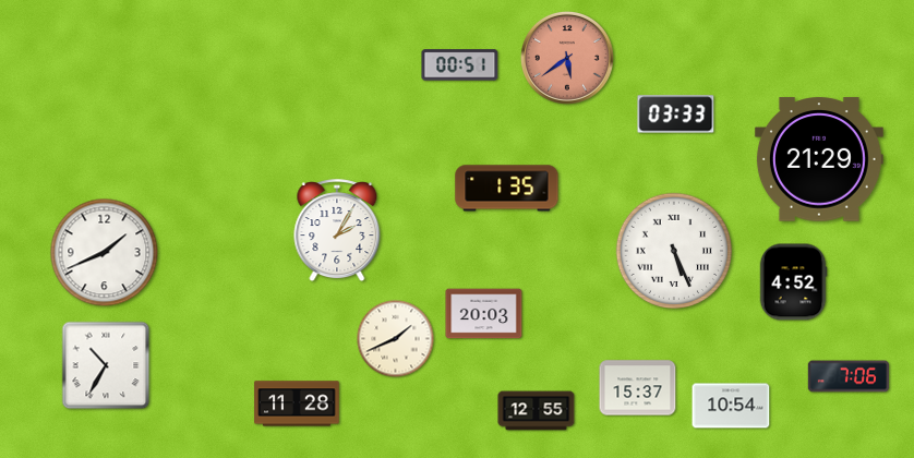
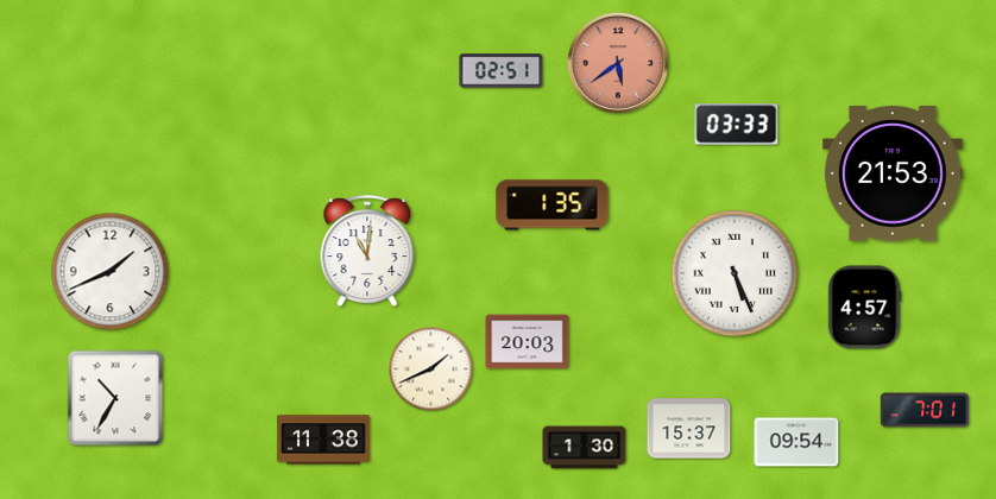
clock at (460, 65): 00:51 -> 02:51
clock at (819, 159): 21:29 -> 21:53
clock at (337, 231): 2:05 -> 11:01
clock at (105, 253) position: (105, 253) -> (111, 272)
clock at (793, 282): 4:52 -> 4:57
clock at (849, 376): 7:06 -> 7:01
clock at (638, 388) position: (638, 388) -> (689, 429)
clock at (297, 403): 11:28 -> 11:38
clock at (731, 406): 10:54 -> 09:54
clock at (537, 411): 12:55 -> 1:30
